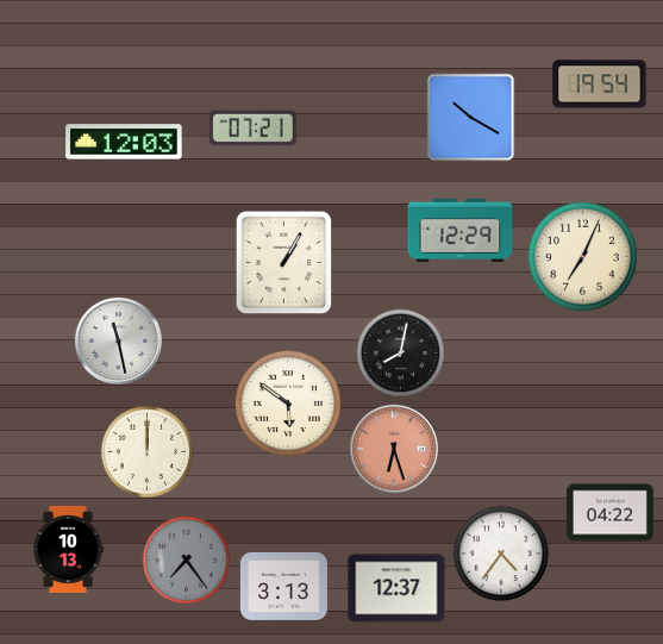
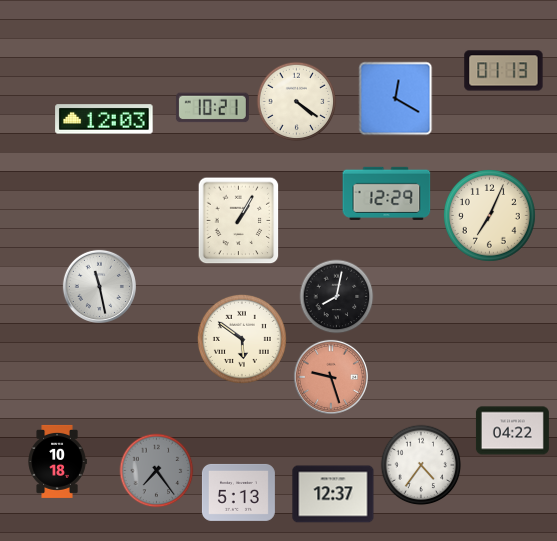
clock at (600, 85): 19:54 -> 01:13
clock at (471, 118): 10:20 -> 12:20
clock at (297, 102): none -> 4:21
clock at (252, 129): 07:21 -> 10:21
clock at (394, 449): 6:27 -> 9:27
clock at (148, 452): 12:00 -> none
clock at (68, 549): 10:13 -> 10:18
clock at (283, 586): 3:13 -> 5:13
